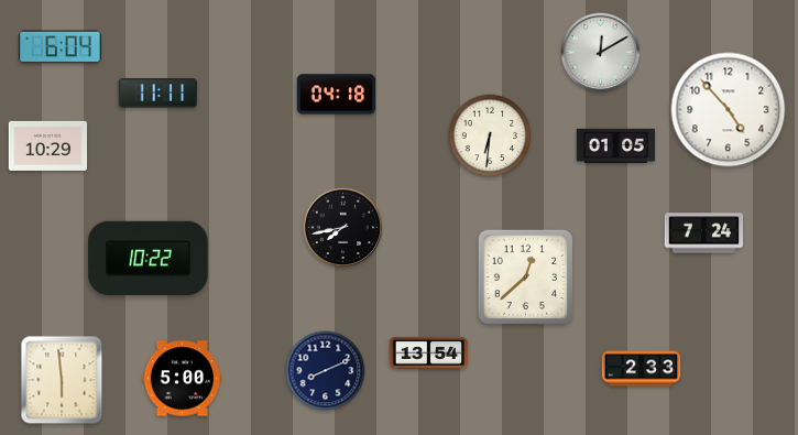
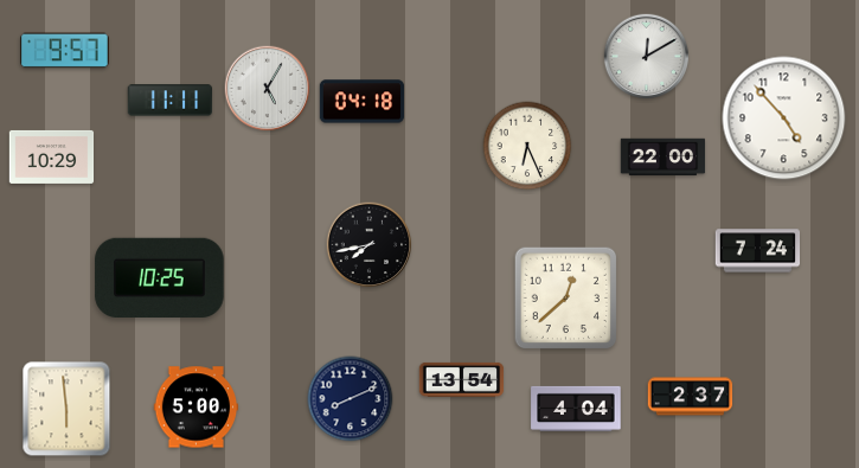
clock at (61, 47): 6:04 -> 9:57
clock at (268, 89): none -> 5:05
clock at (490, 135): 6:31 -> 6:26
clock at (616, 146): 01:05 -> 22:00
clock at (149, 258): 10:22 -> 10:25
clock at (642, 369): 2:33 -> 2:37
clock at (576, 409): none -> 4:04
